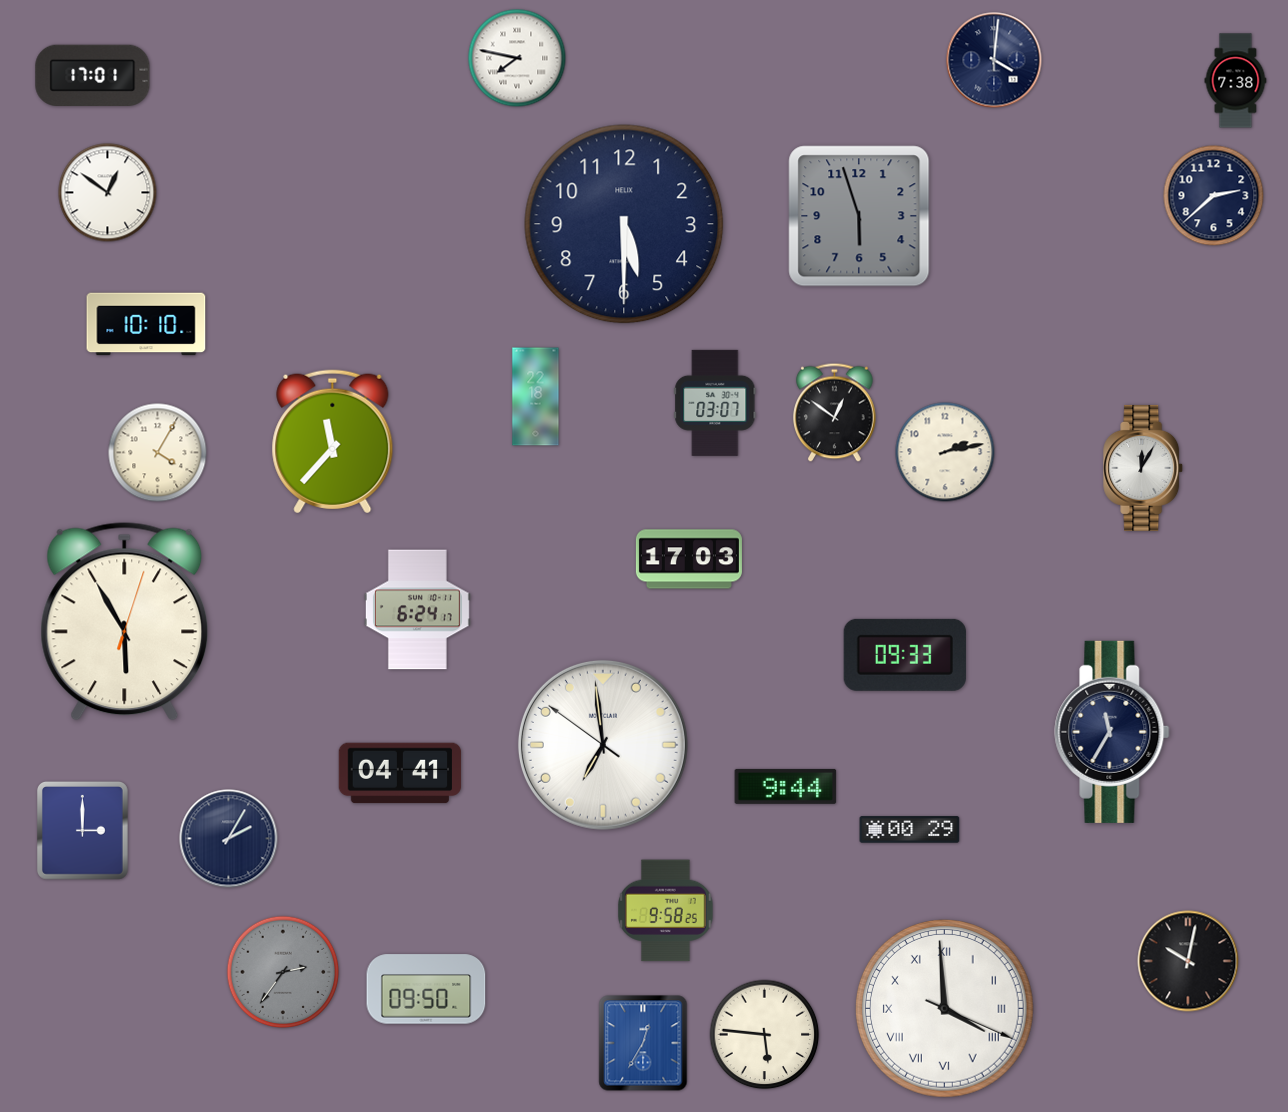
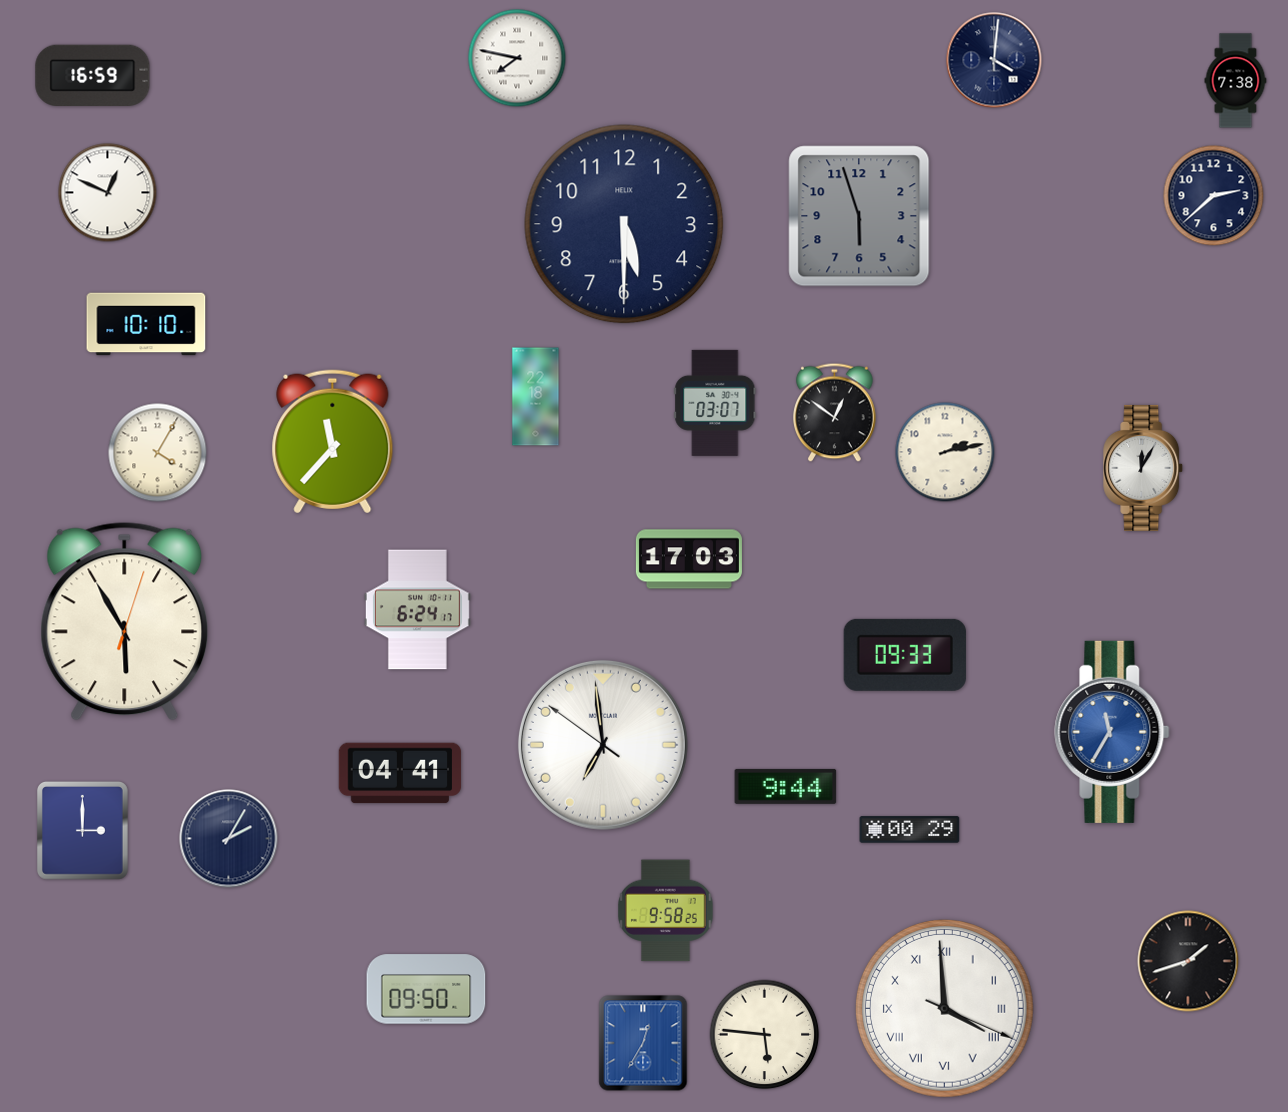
clock at (93, 75): 17:01 -> 16:59
clock at (108, 193): 12:51 -> 12:49
clock at (1112, 732) dial: navy -> blue
clock at (1188, 961): 10:02 -> 1:42
clock at (283, 972): 2:36 -> none
